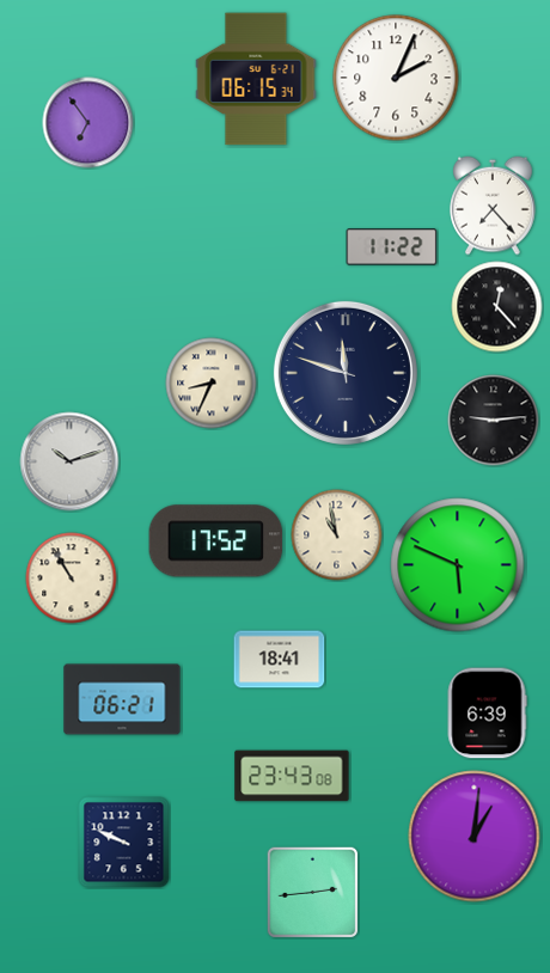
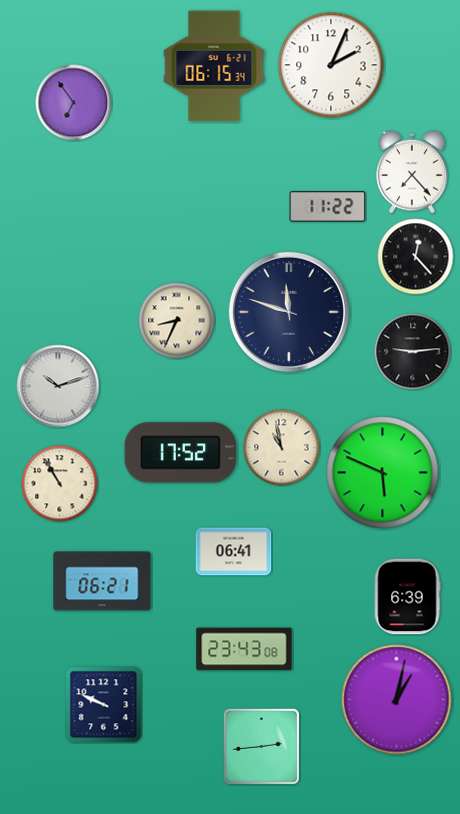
clock at (280, 660): 18:41 -> 06:41
clock at (122, 699) position: (122, 699) -> (102, 581)
clock at (475, 837): 1:01 -> 1:02
